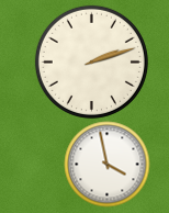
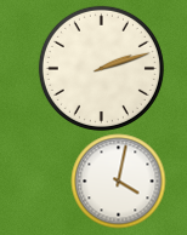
clock at (106, 164): 3:58 -> 4:02
